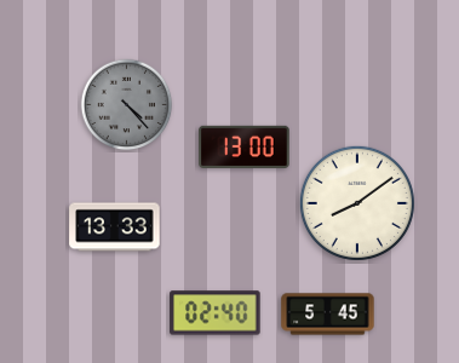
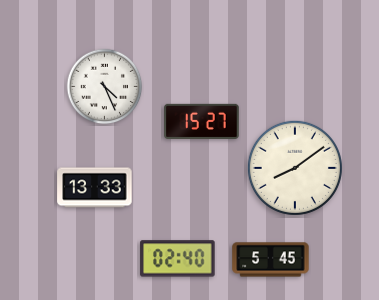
clock at (127, 105): 4:23 -> 4:26
clock at (127, 105) dial: grey -> white
clock at (245, 146): 13:00 -> 15:27
